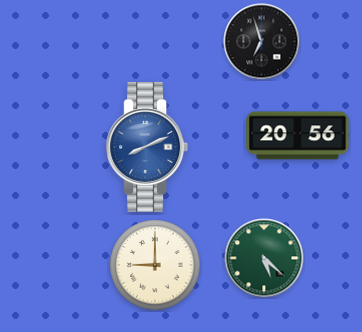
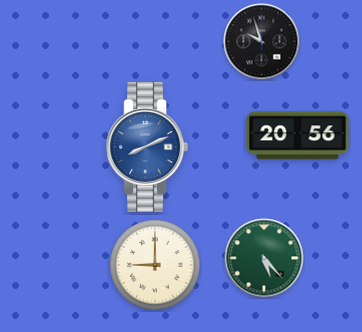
clock at (262, 42): 6:57 -> 9:57
clock at (264, 258): 5:22 -> 5:23
